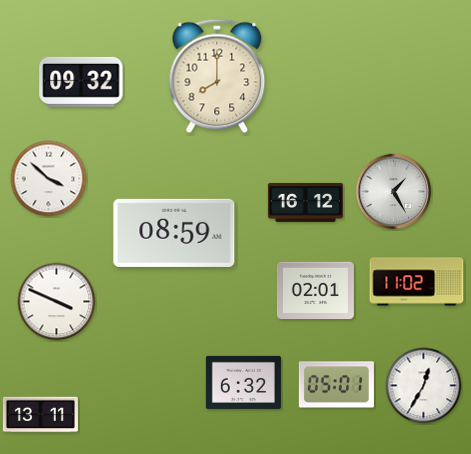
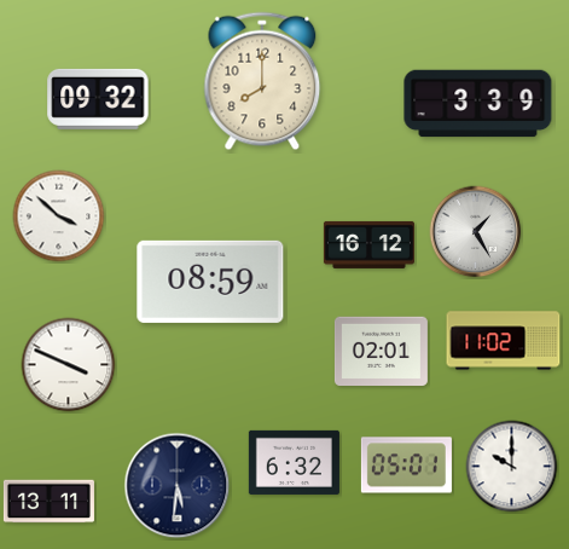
clock at (217, 76) position: (217, 76) -> (262, 81)
clock at (478, 104): none -> 3:39
clock at (424, 386): 12:35 -> 10:00
clock at (178, 486): none -> 5:31
